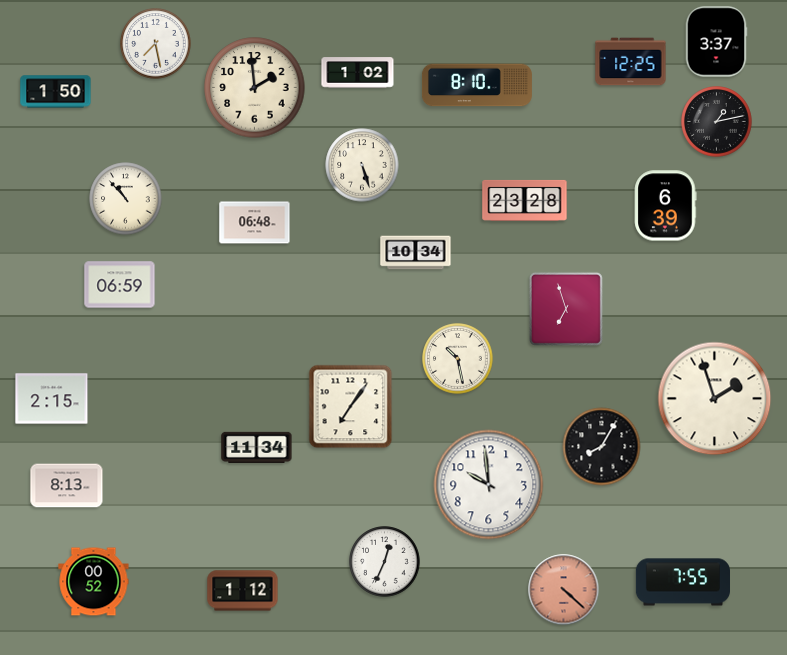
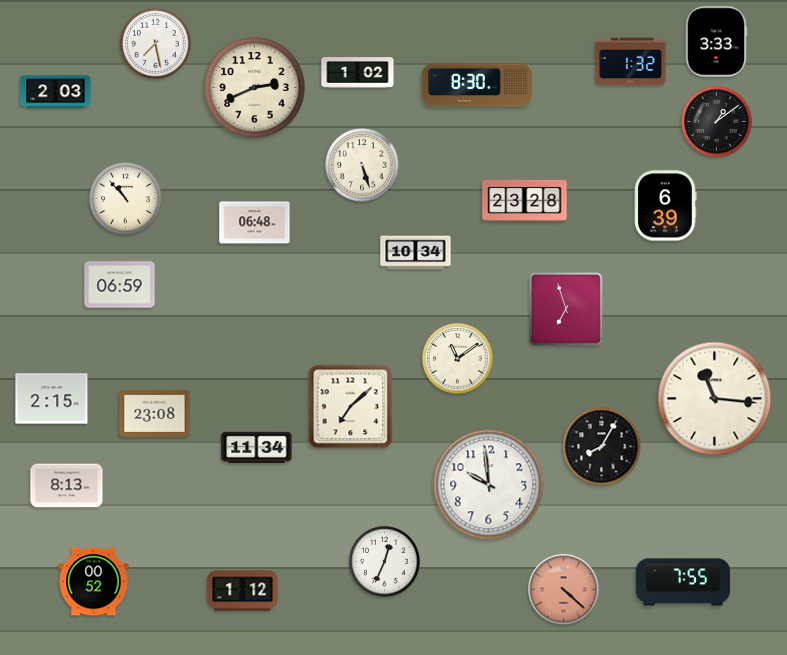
clock at (716, 42): 3:37 -> 3:33
clock at (631, 62): 12:25 -> 1:32
clock at (477, 85): 8:10 -> 8:30
clock at (255, 88): 1:59 -> 2:41
clock at (56, 92): 1:50 -> 2:03
clock at (717, 122): 1:13 -> 1:09
clock at (458, 359): 10:28 -> 11:09
clock at (715, 399): 1:57 -> 11:16
clock at (351, 407): 7:06 -> 7:08
clock at (155, 413): none -> 23:08
